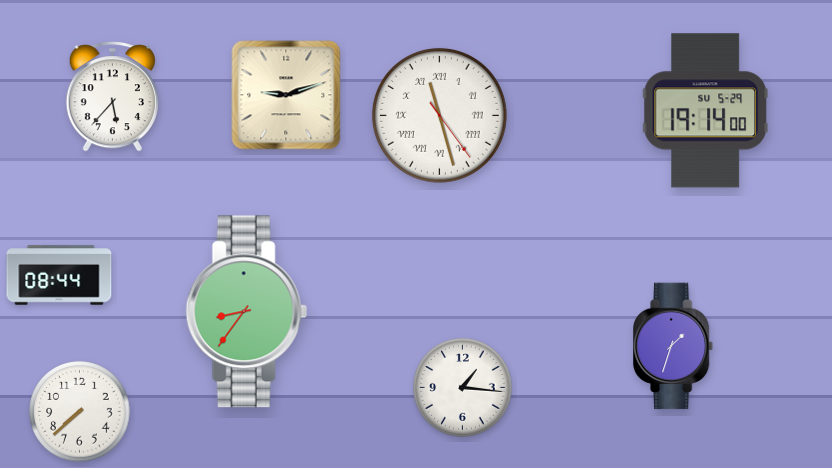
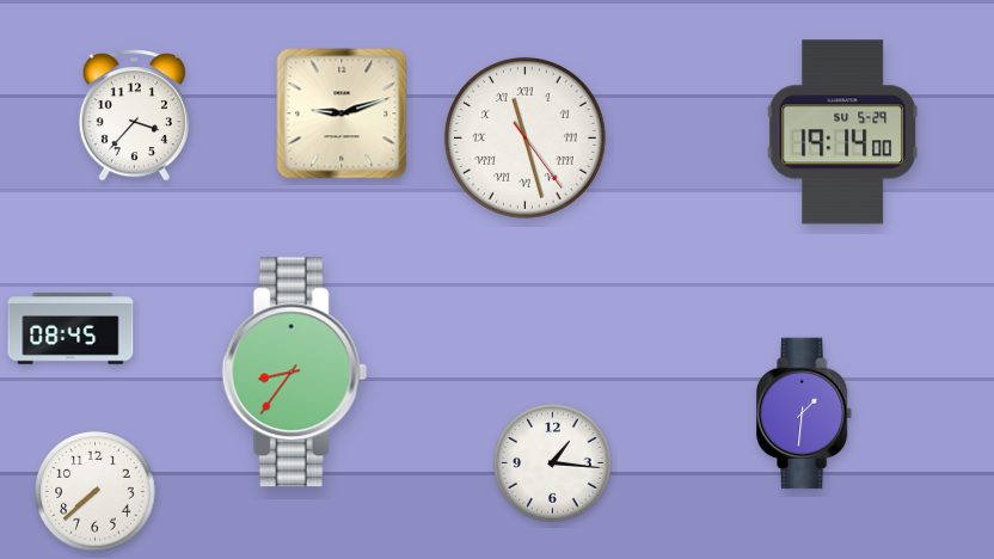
clock at (112, 97): 5:37 -> 3:37
clock at (59, 275): 08:44 -> 08:45
clock at (674, 346): 1:33 -> 1:31
